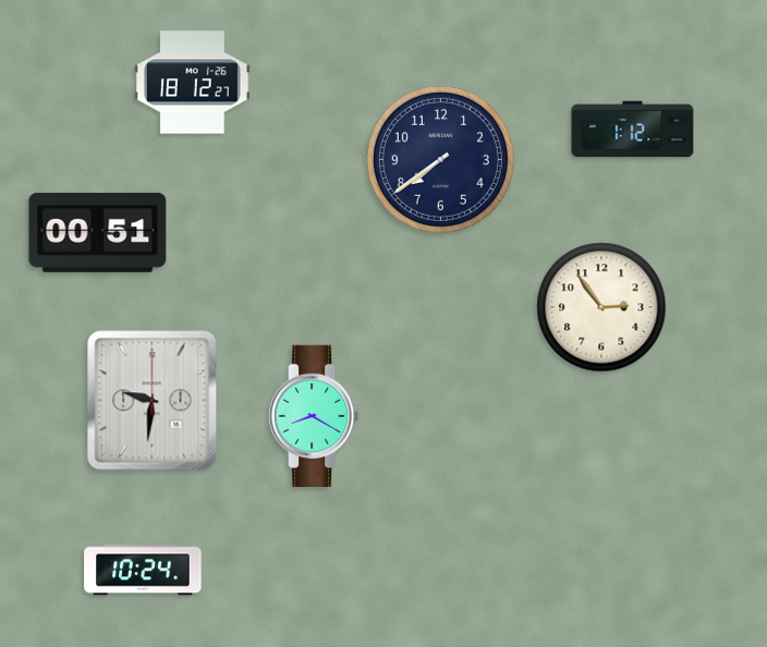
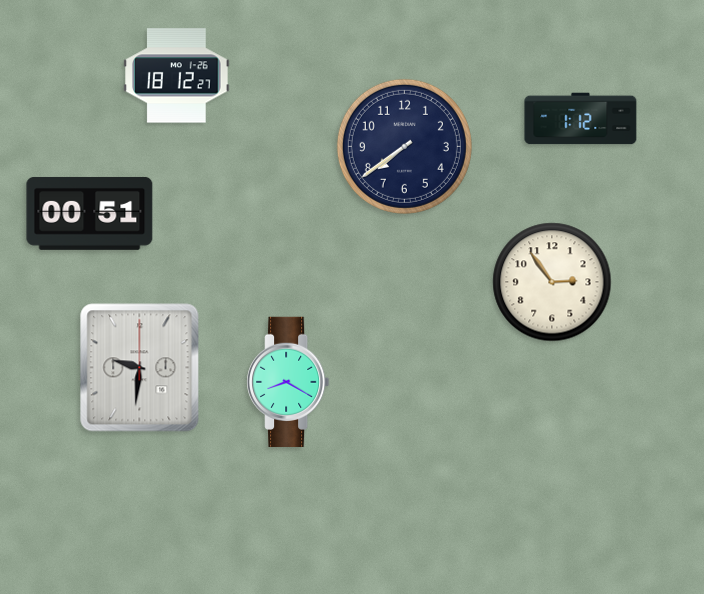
clock at (143, 570): 10:24 -> none
